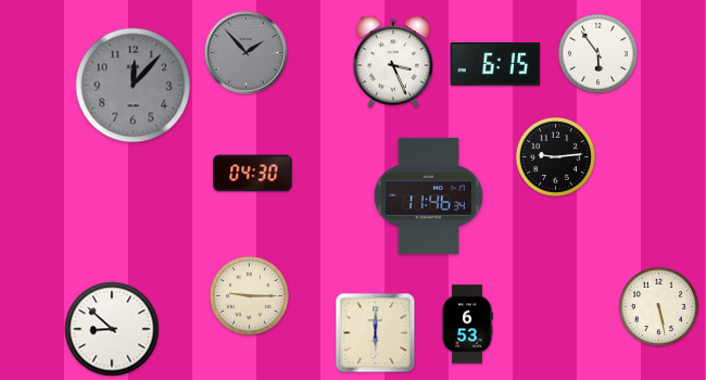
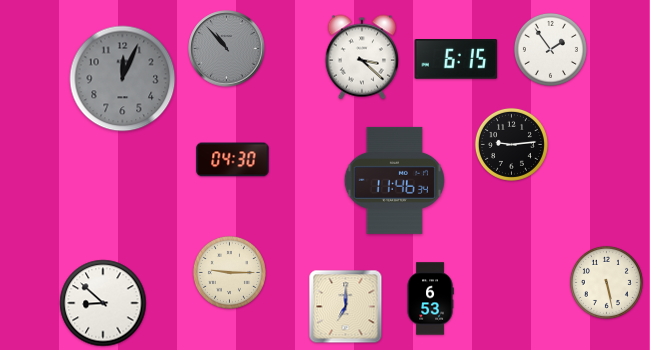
clock at (247, 53): 1:53 -> 10:53
clock at (597, 53): 5:54 -> 1:54
clock at (392, 62): 3:26 -> 3:22
clock at (134, 86): 12:07 -> 12:04
clock at (376, 333): 6:00 -> 7:00
